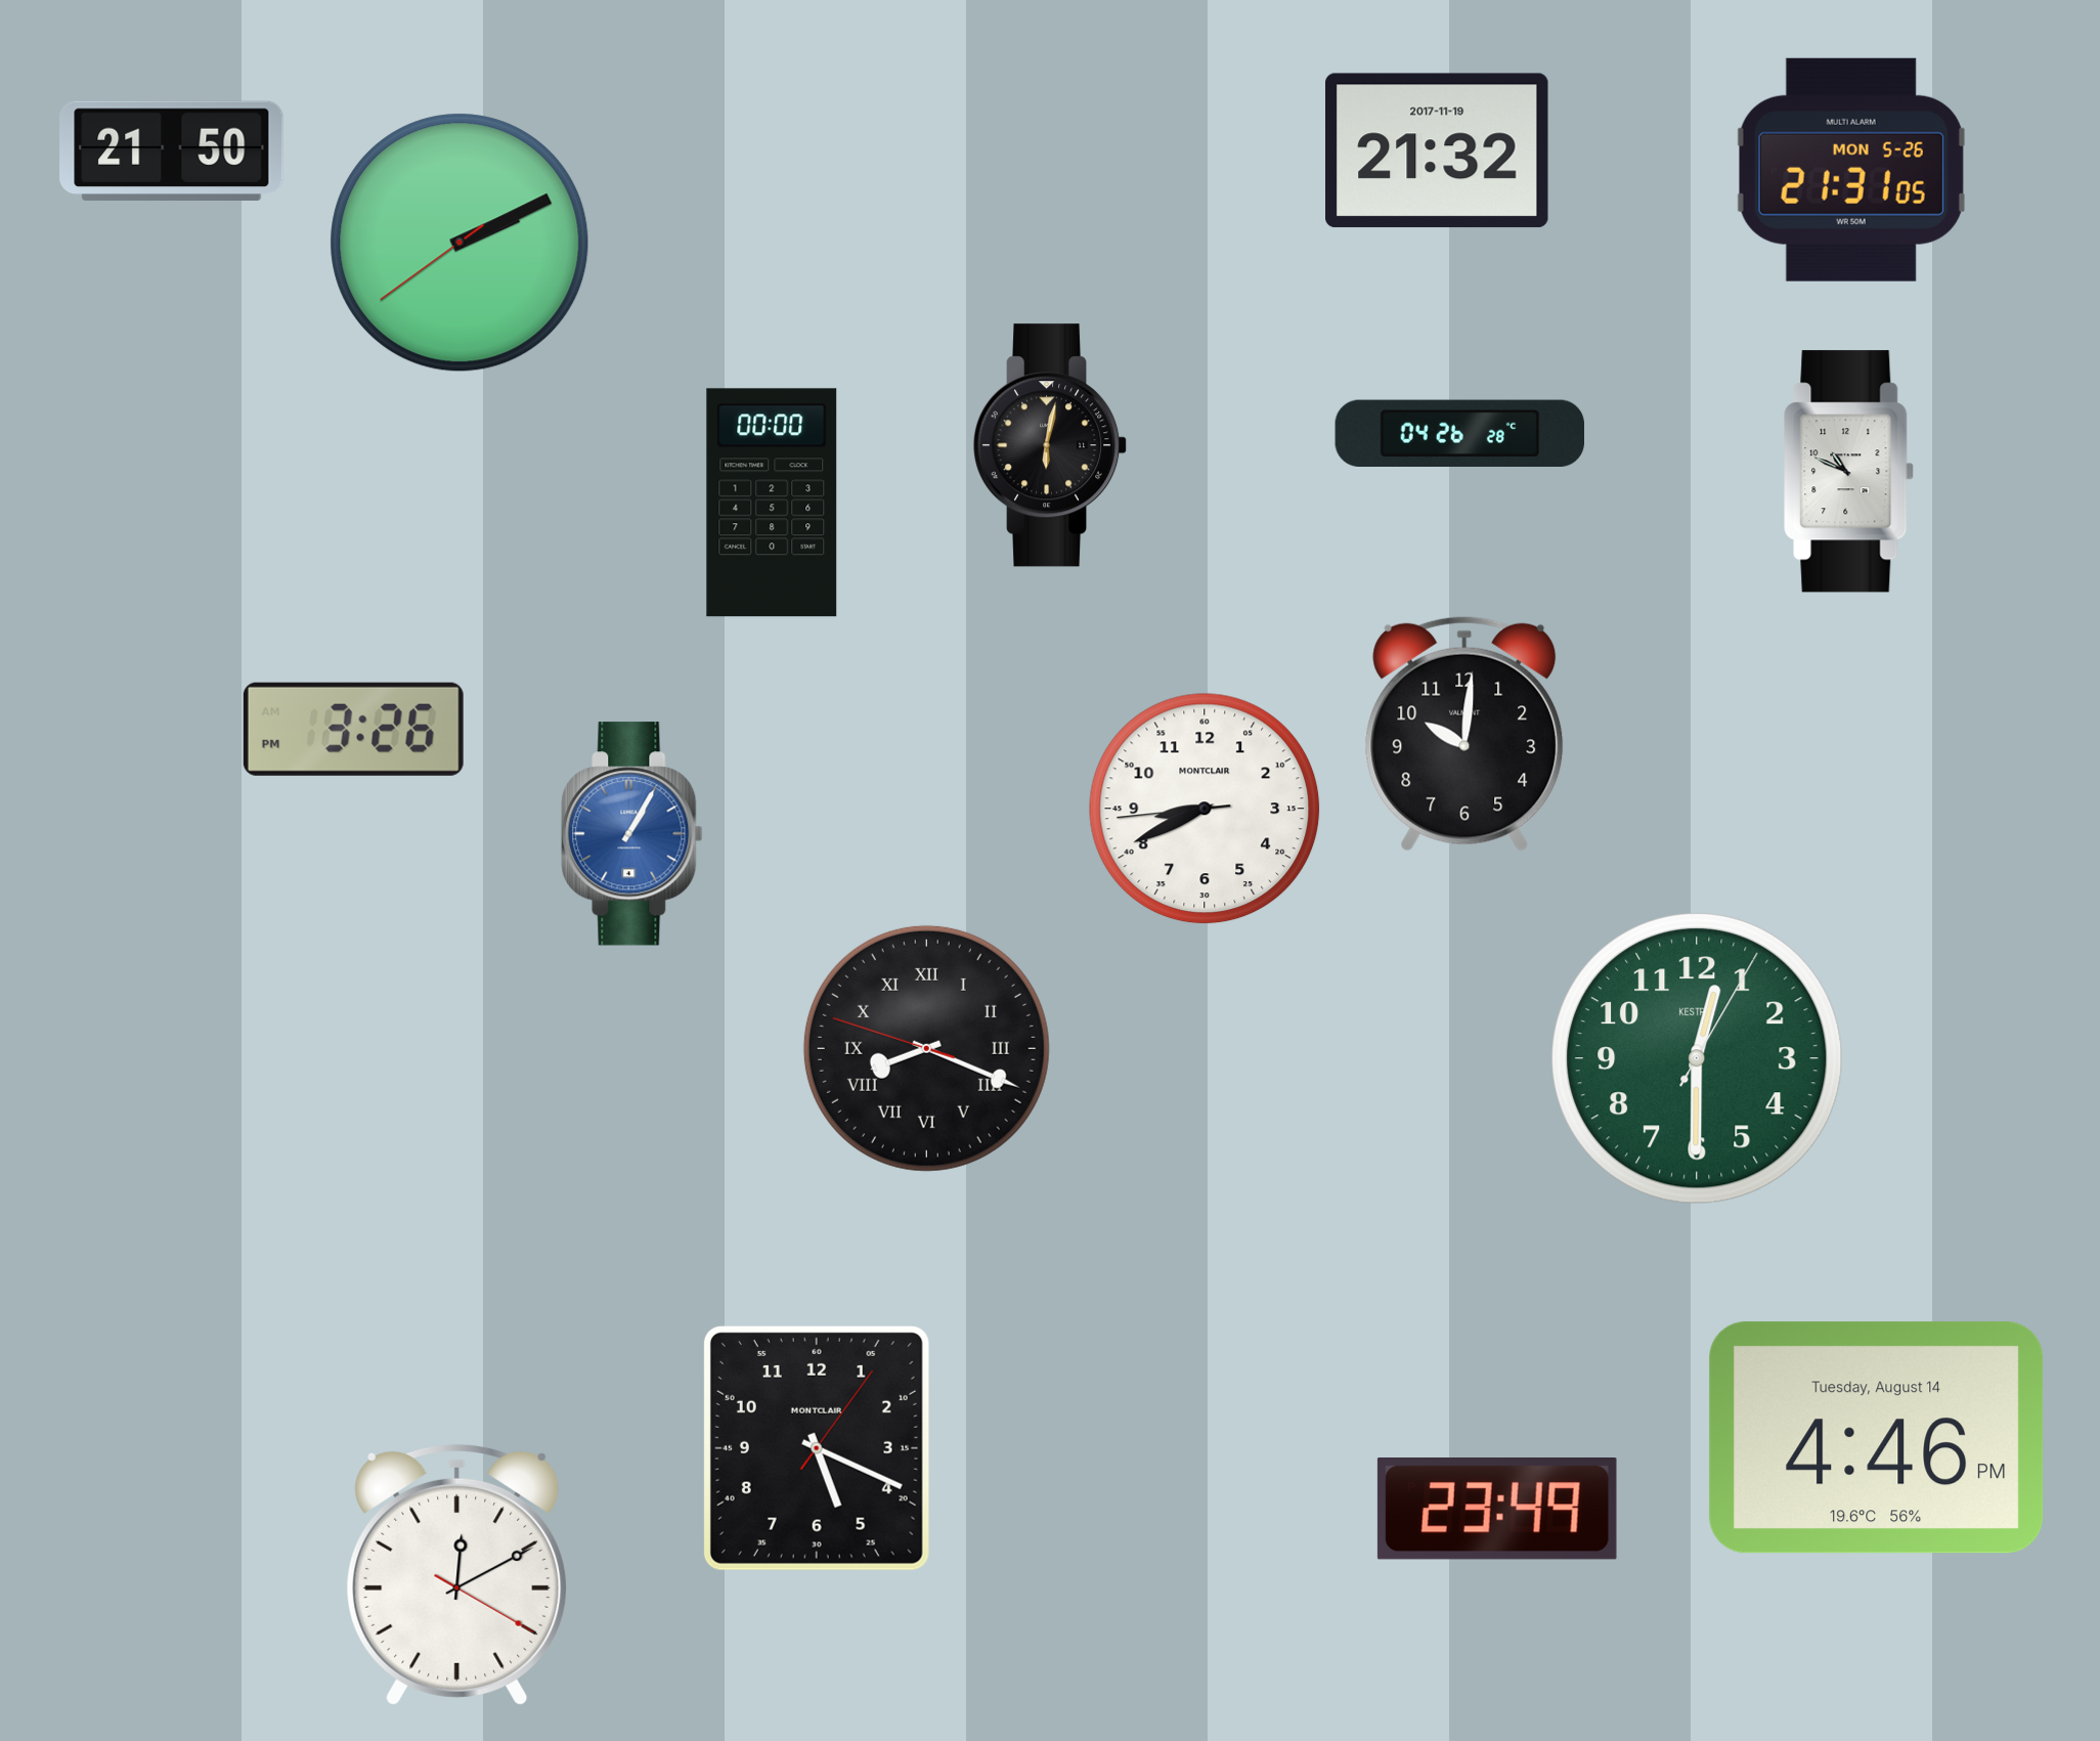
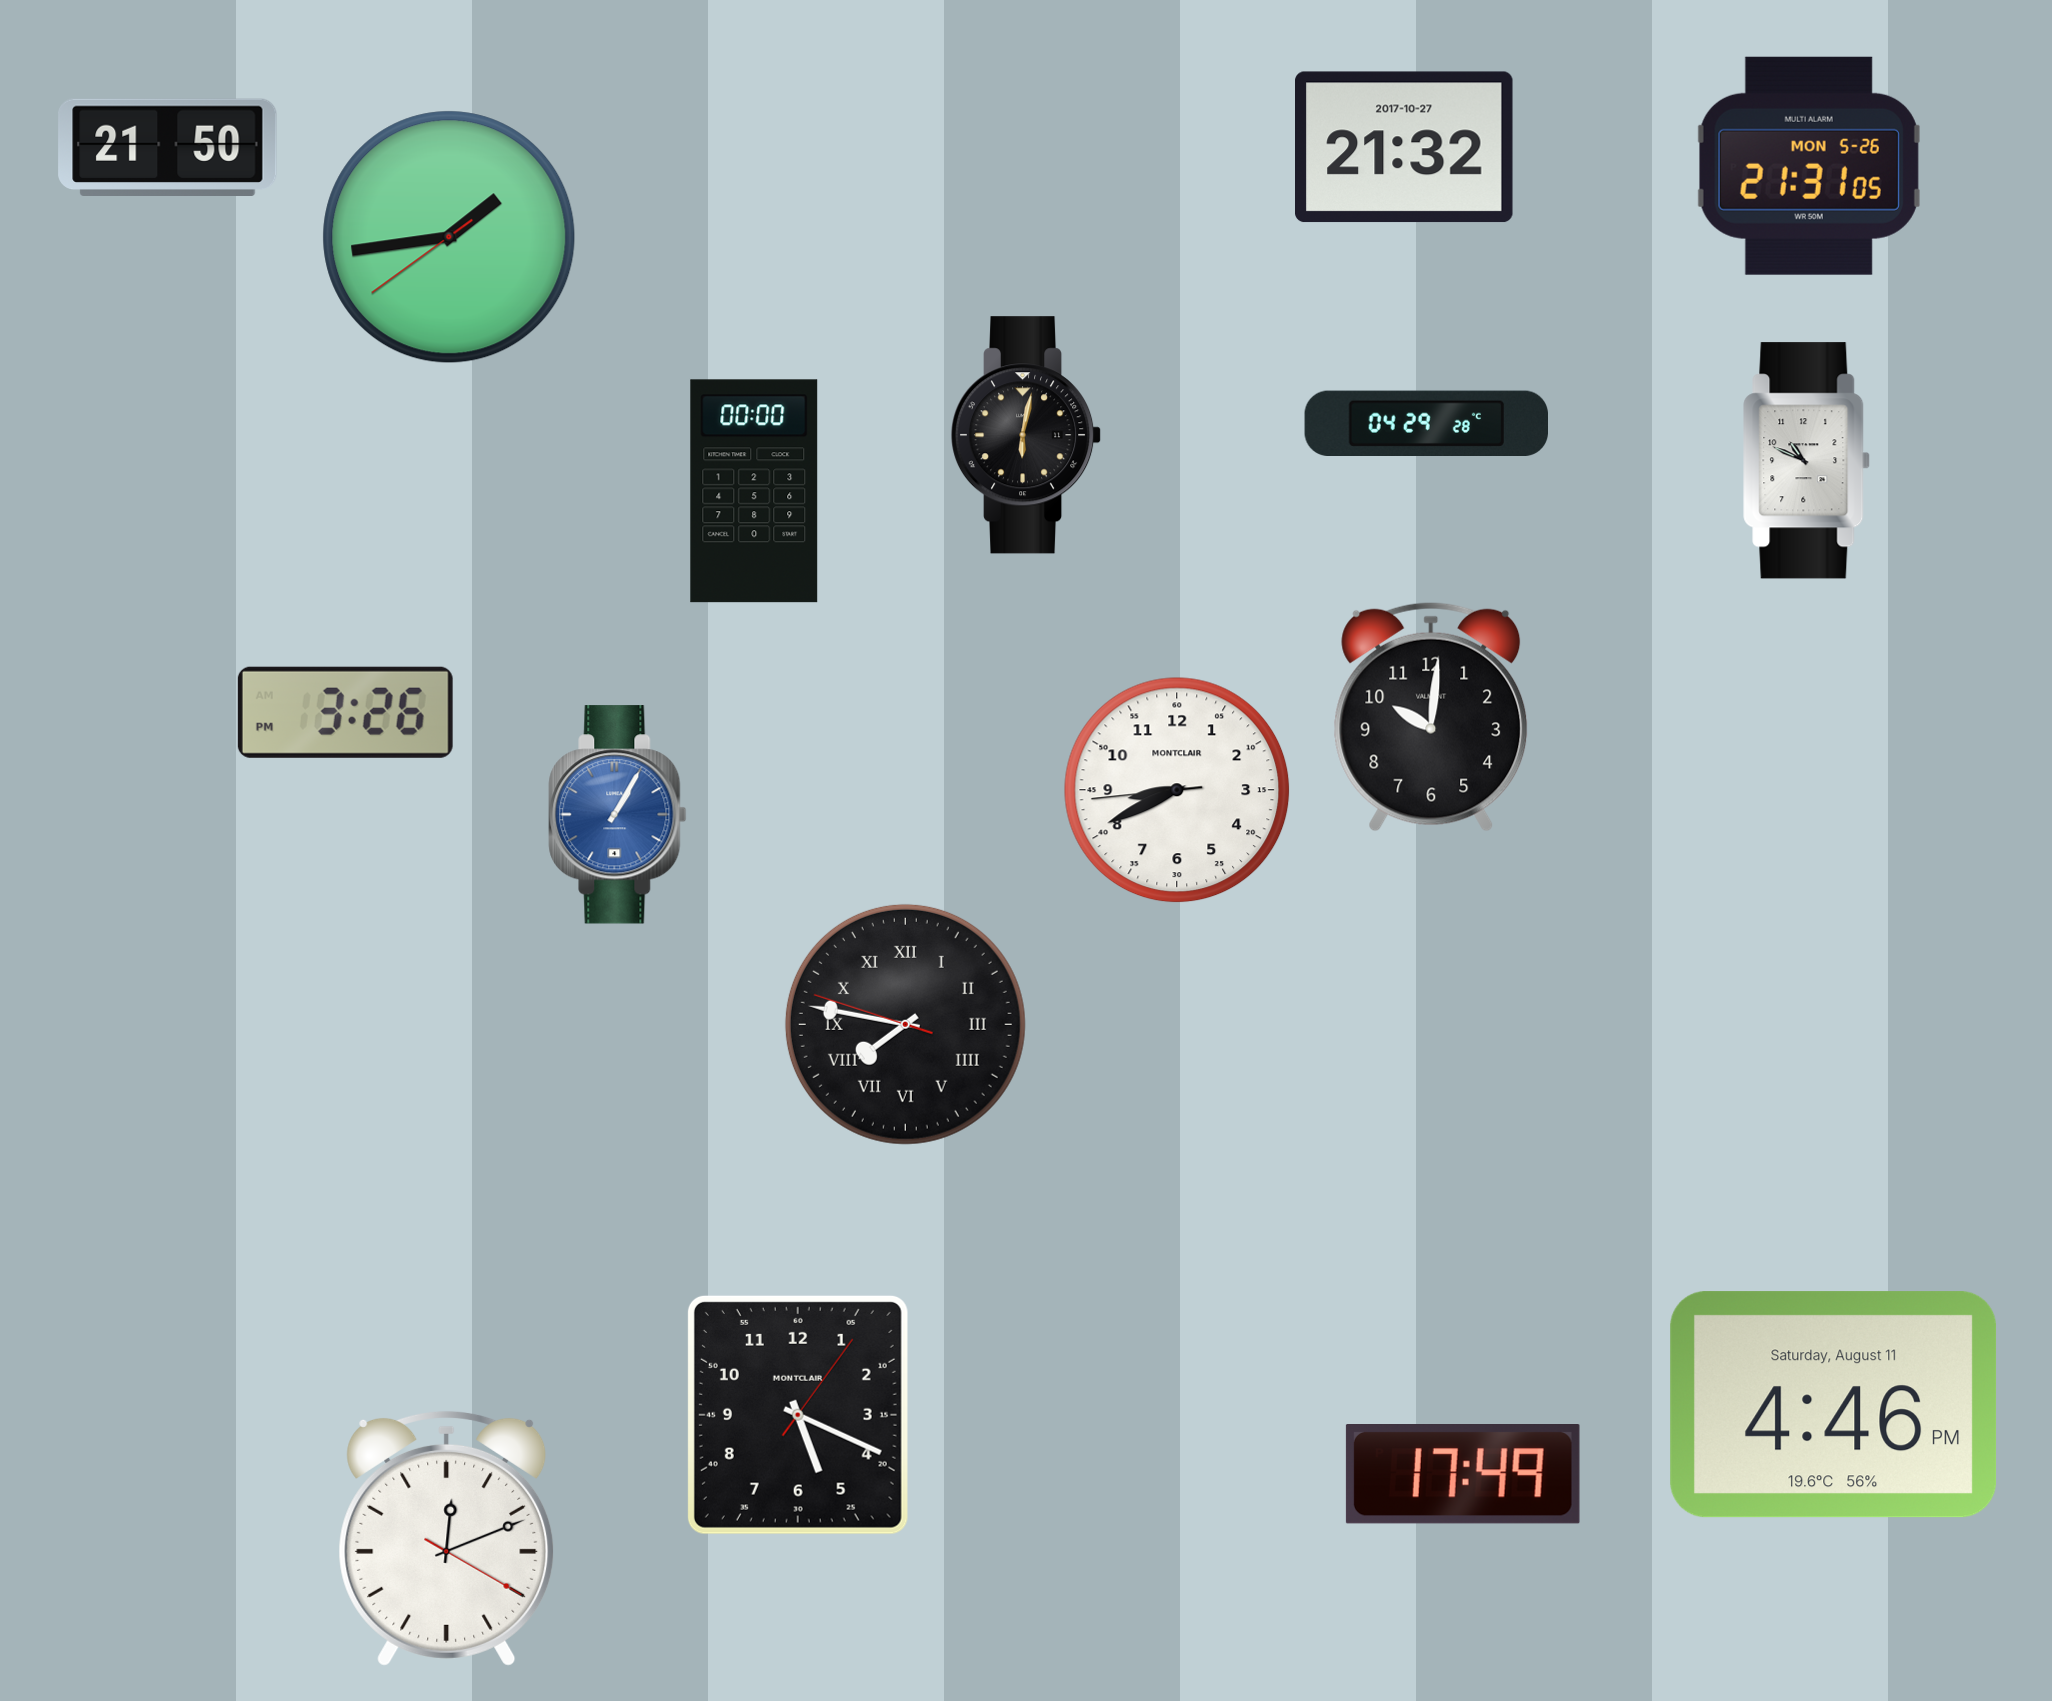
clock at (1438, 150) date: 2017-11-19 -> 2017-10-27
clock at (460, 243): 2:10 -> 1:43
clock at (1460, 433): 04:26 -> 04:29
clock at (926, 1048): 8:18 -> 7:46
clock at (1697, 1058): 12:30 -> none
clock at (1877, 1438) date: Tuesday, August 14 -> Saturday, August 11
clock at (1497, 1509): 23:49 -> 17:49
clock at (457, 1574): 12:10 -> 12:11
